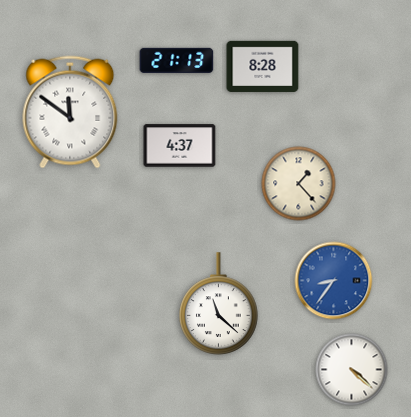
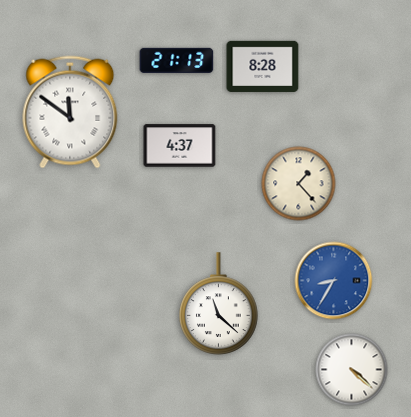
clock at (334, 281): 8:36 -> 8:35
